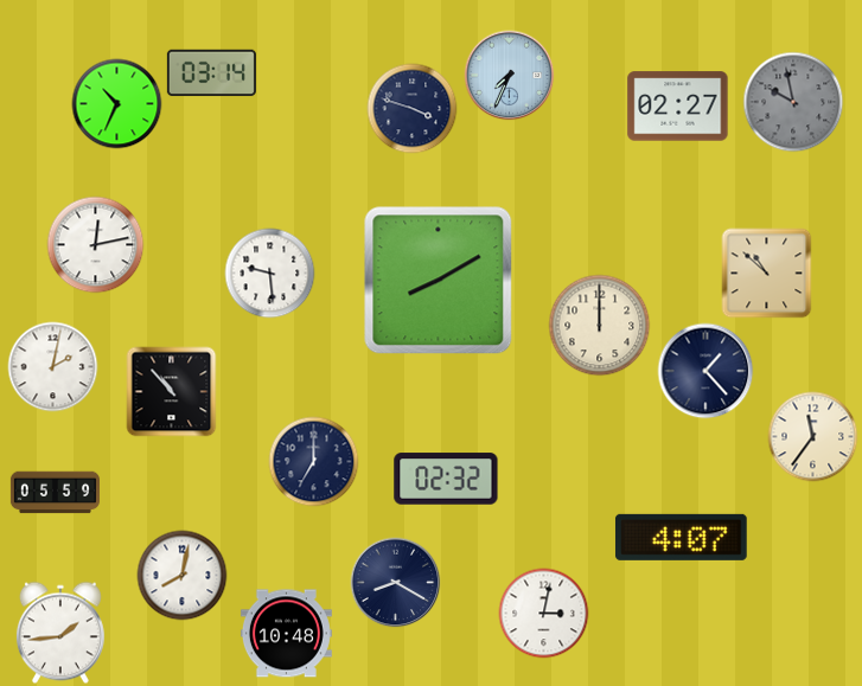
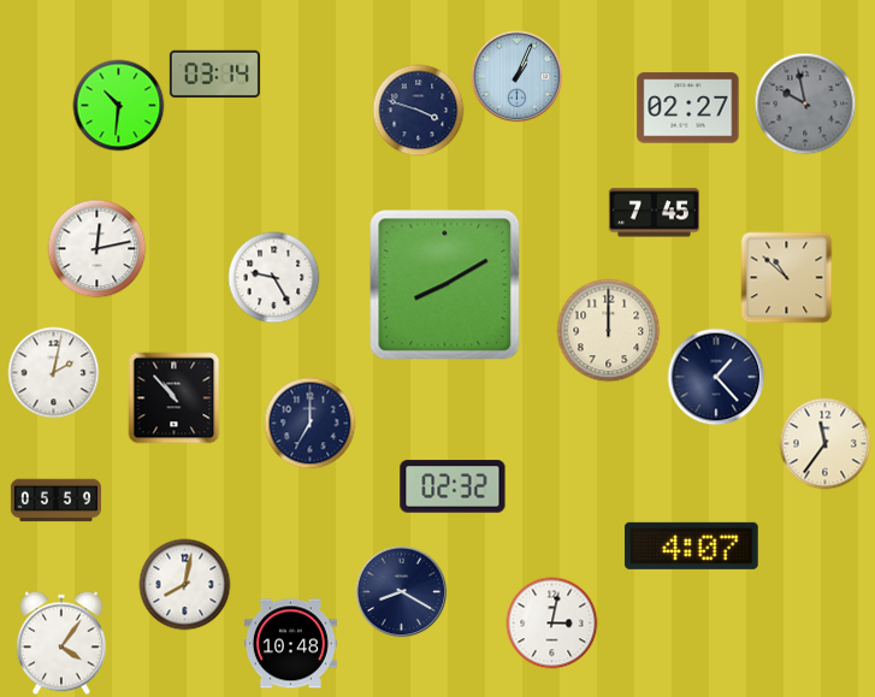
clock at (510, 76): 7:34 -> 1:04
clock at (117, 104): 10:34 -> 10:31
clock at (654, 213): none -> 7:45
clock at (270, 274): 9:29 -> 9:25
clock at (767, 274) position: (767, 274) -> (787, 278)
clock at (314, 462) position: (314, 462) -> (311, 424)
clock at (60, 633): 1:44 -> 4:06
